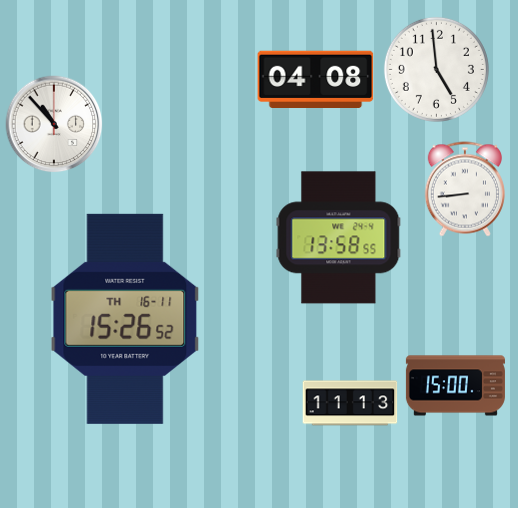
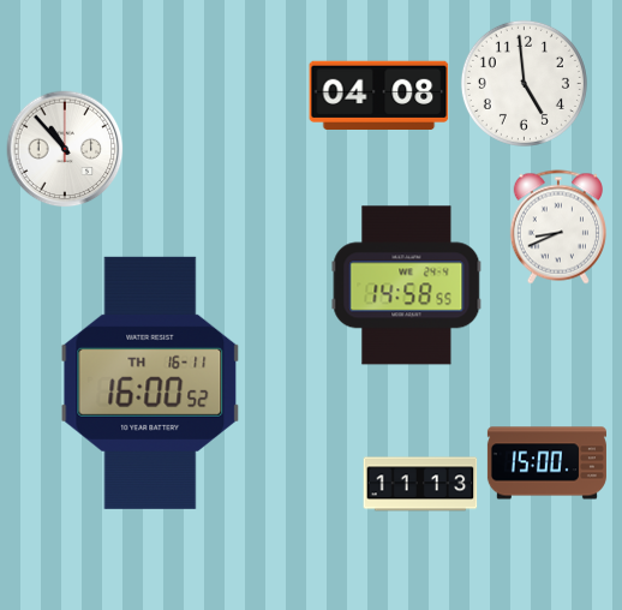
clock at (465, 189): 8:44 -> 8:41
clock at (339, 238): 13:58 -> 14:58
clock at (125, 319): 15:26 -> 16:00
